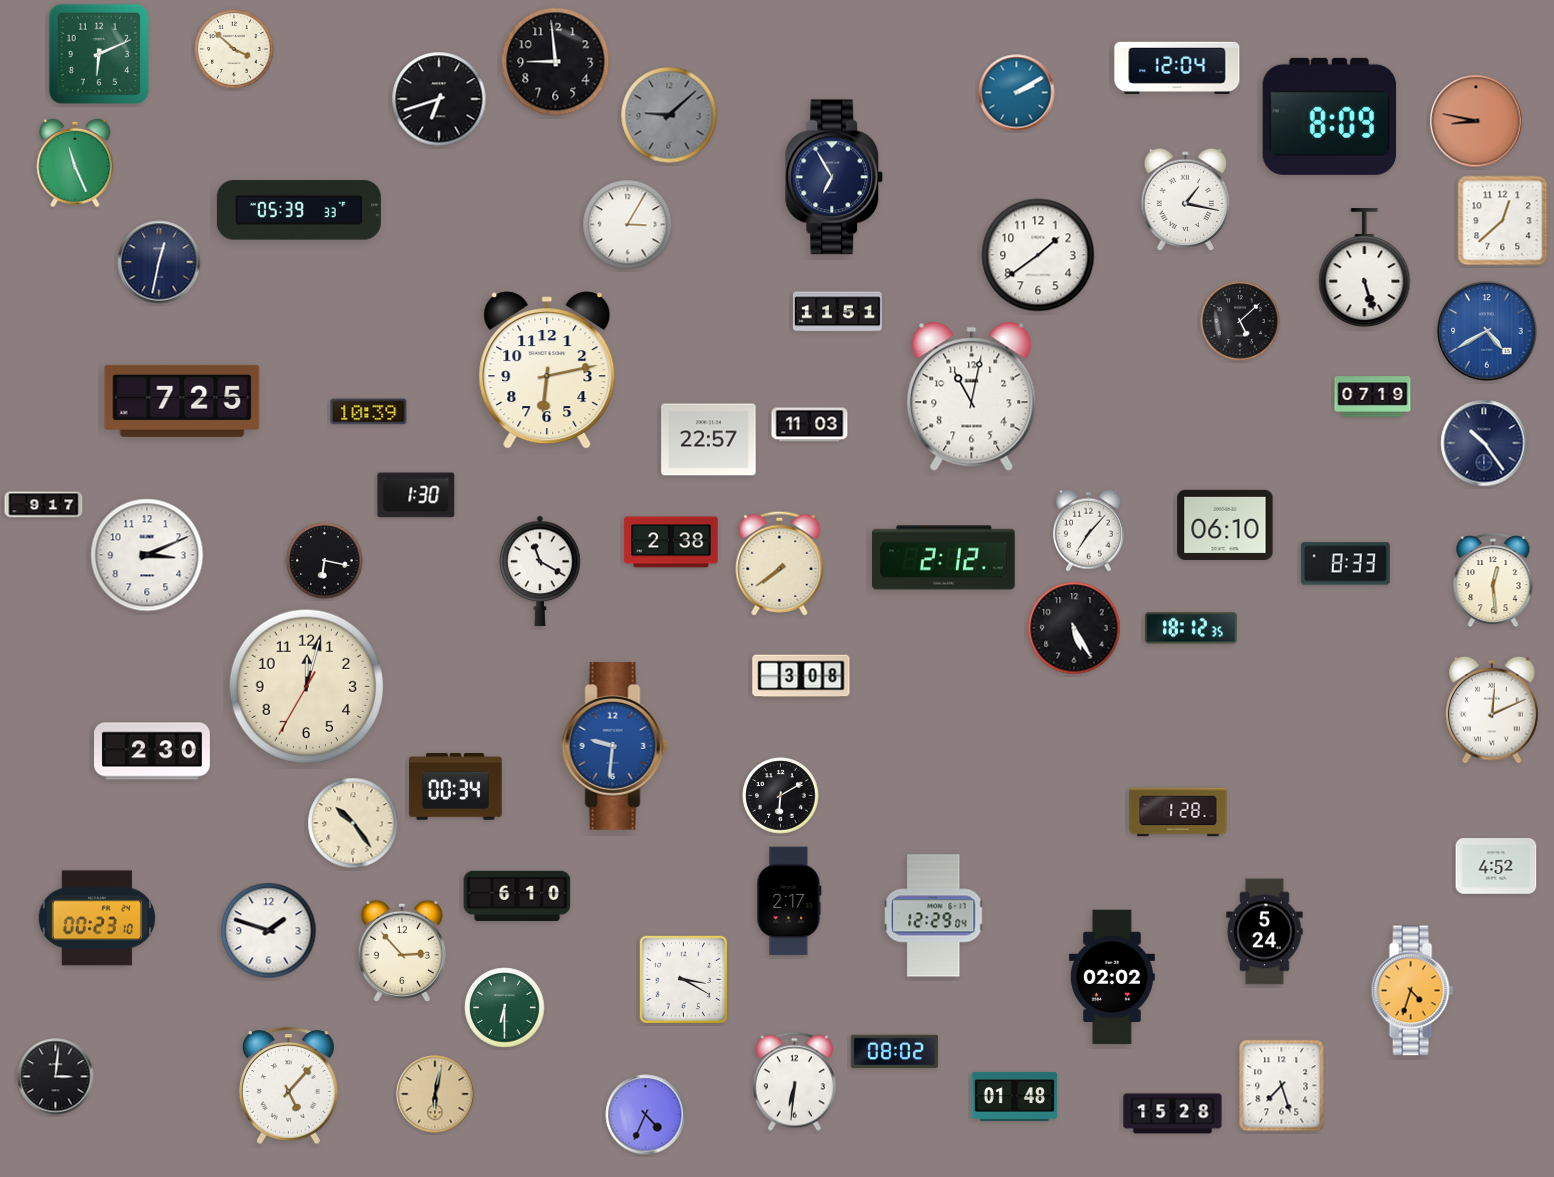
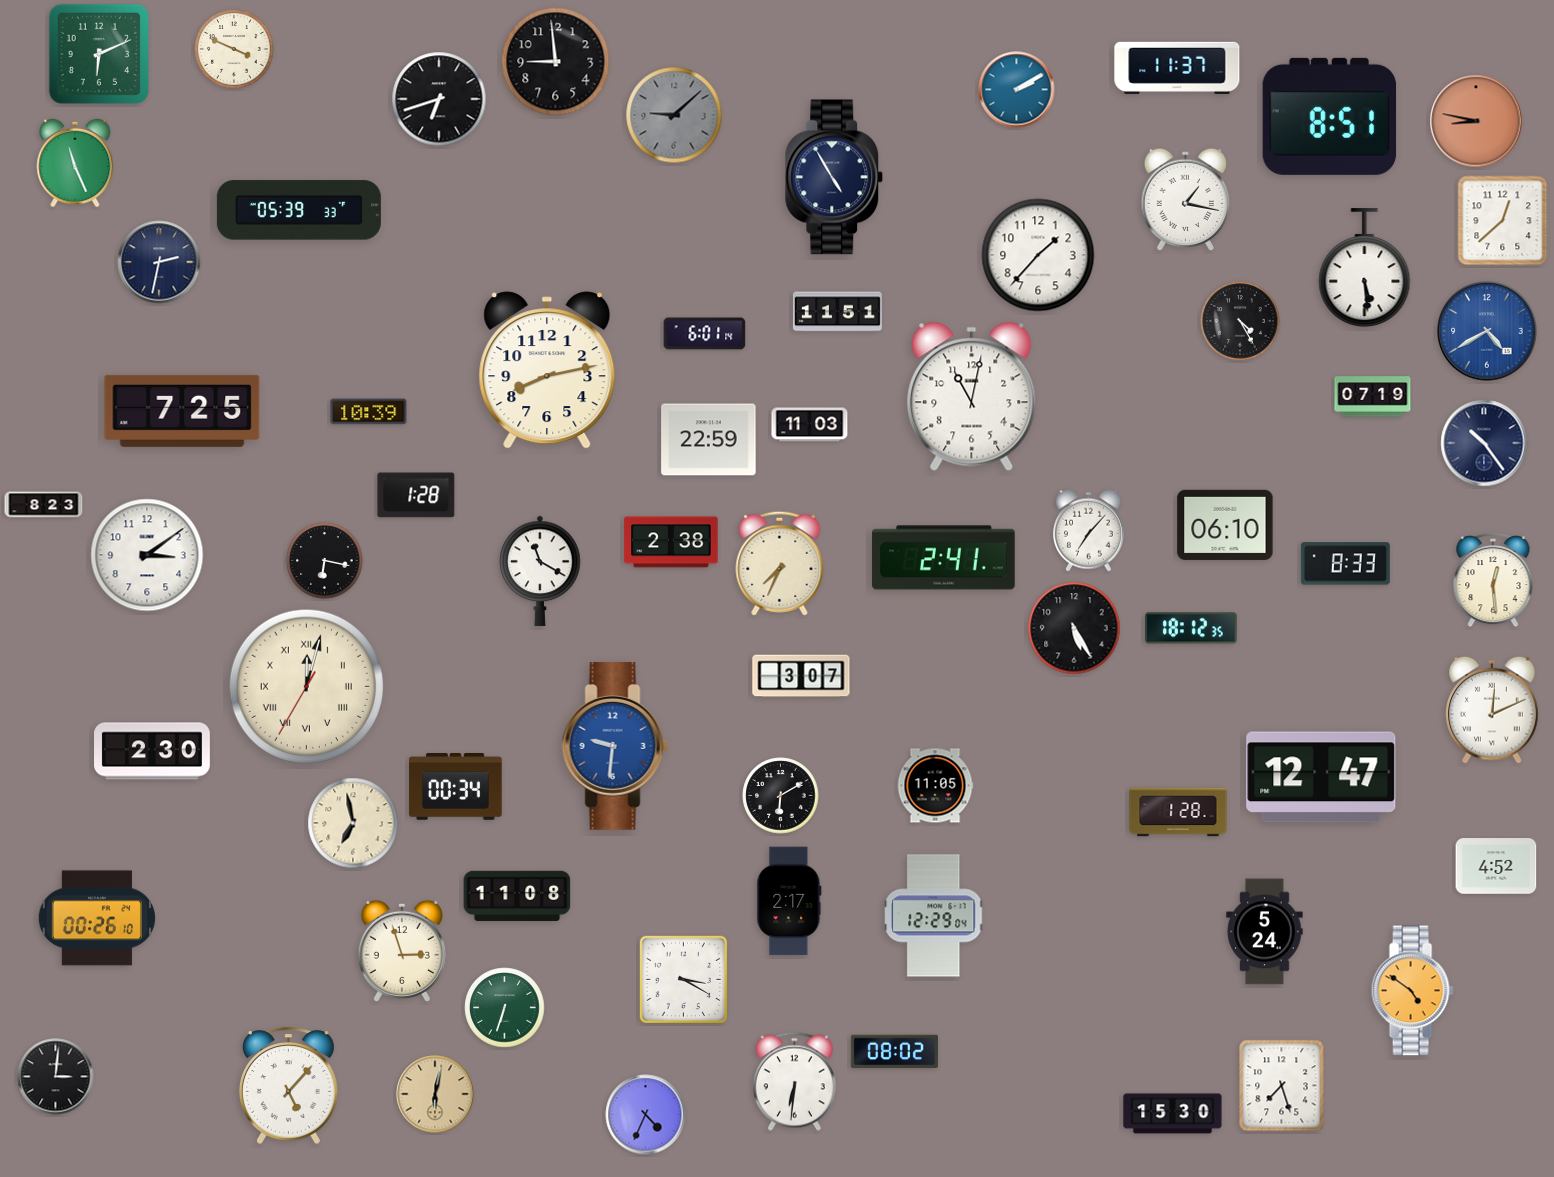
clock at (234, 49): 3:52 -> 3:49
clock at (1177, 68): 12:04 -> 11:37
clock at (1017, 93) position: (1017, 93) -> (1017, 90)
clock at (669, 115) position: (669, 115) -> (674, 115)
clock at (1330, 116): 8:09 -> 8:51
clock at (834, 177): 6:55 -> 4:55
clock at (628, 225): 3:05 -> none
clock at (1038, 255): 1:39 -> 1:37
clock at (159, 262): 12:32 -> 2:32
clock at (1365, 268): 5:27 -> 5:29
clock at (1240, 321): 5:08 -> 4:25
clock at (705, 334): none -> 6:01
clock at (547, 370): 6:13 -> 8:13
clock at (182, 401) position: (182, 401) -> (182, 411)
clock at (709, 440): 22:57 -> 22:59
clock at (416, 495): 1:30 -> 1:28
clock at (44, 505): 9:17 -> 8:23
clock at (147, 555): 3:11 -> 3:09
clock at (944, 558): 2:12 -> 2:41
clock at (780, 563): 7:39 -> 7:34
clock at (801, 676): 3:08 -> 3:07
clock at (307, 687) numerals: Arabic -> Roman
clock at (1321, 777): none -> 12:47
clock at (935, 786): none -> 11:05
clock at (353, 823): 10:24 -> 6:58
clock at (517, 896): 6:10 -> 11:08
clock at (97, 918): 00:23 -> 00:26
clock at (269, 931): 1:48 -> none
clock at (402, 951): 2:53 -> 2:57
clock at (1112, 977): 02:02 -> none
clock at (1412, 991): 4:33 -> 4:51
clock at (505, 1008): 6:30 -> 6:33
clock at (1015, 1096): 01:48 -> none
clock at (1173, 1114): 15:28 -> 15:30
